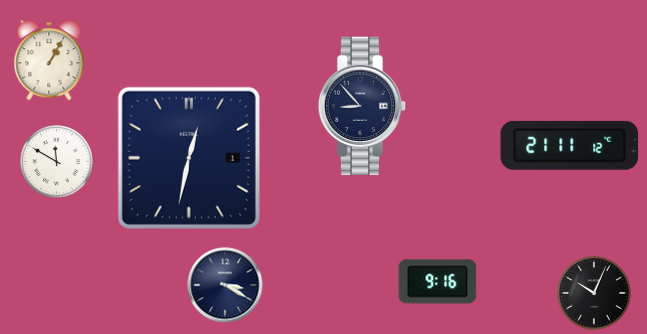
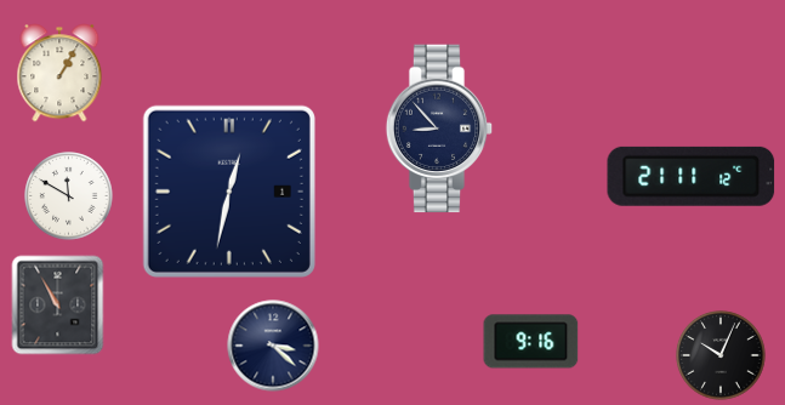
clock at (58, 306): none -> 10:55
clock at (225, 285): 3:20 -> 3:22
